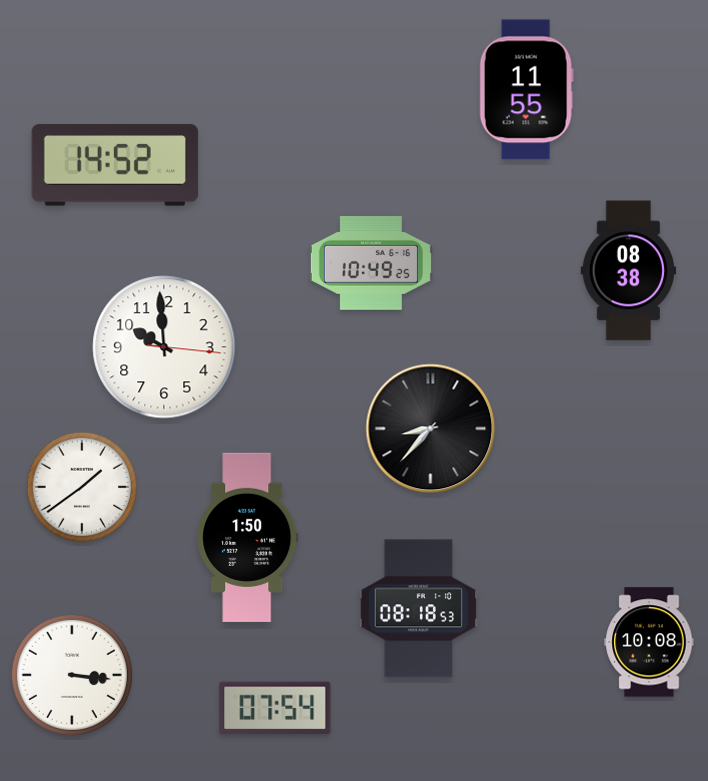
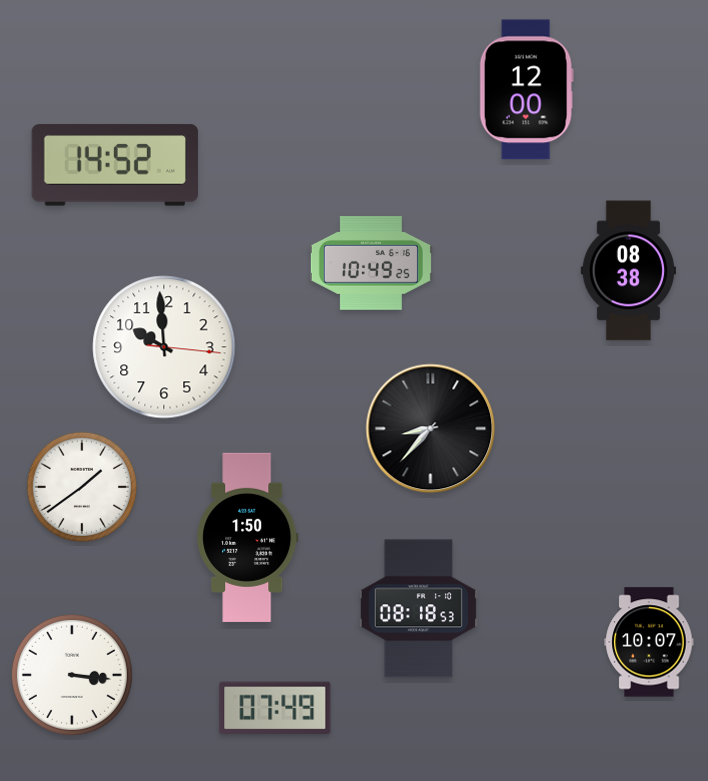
clock at (526, 90): 11:55 -> 12:00
clock at (649, 642): 10:08 -> 10:07
clock at (275, 708): 07:54 -> 07:49
